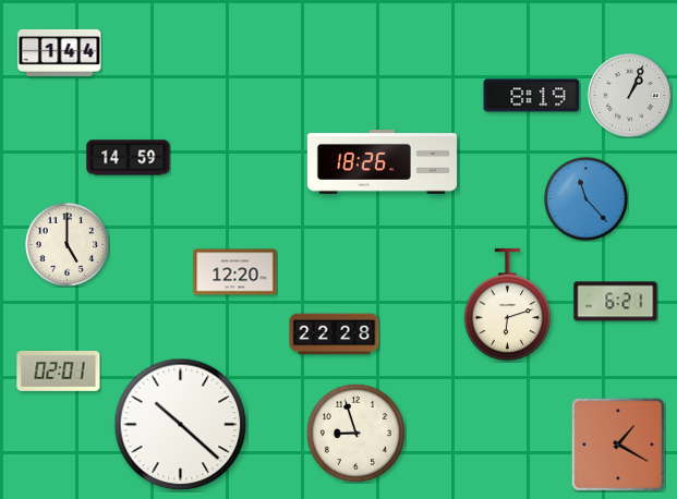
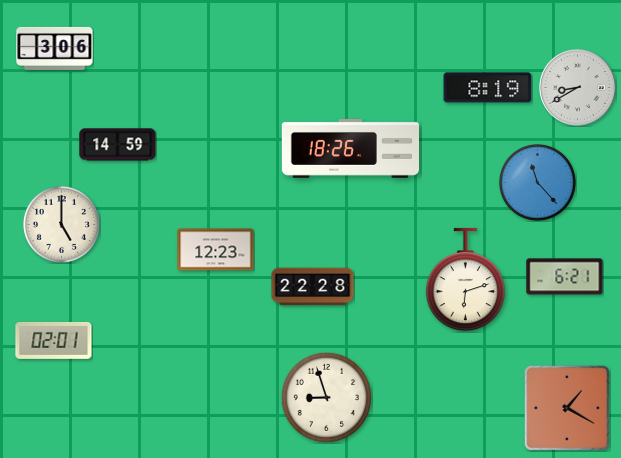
clock at (60, 52): 1:44 -> 3:06
clock at (630, 96): 1:04 -> 8:40
clock at (235, 272): 12:20 -> 12:23
clock at (335, 334) position: (335, 334) -> (313, 287)
clock at (181, 425): 10:22 -> none
